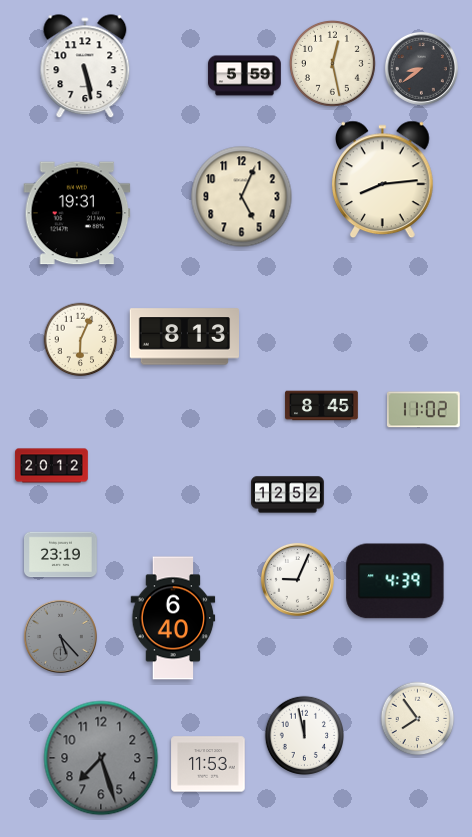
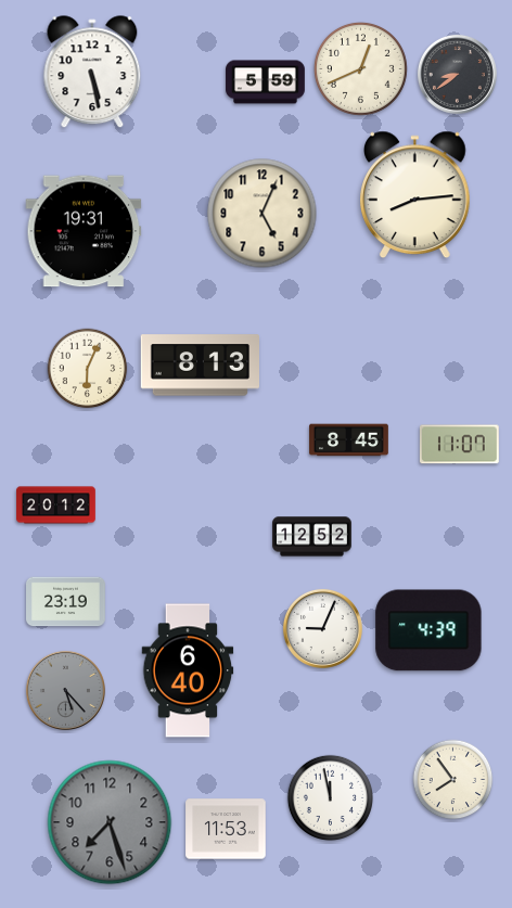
clock at (332, 63): 12:28 -> 12:41
clock at (423, 410): 11:02 -> 11:07
